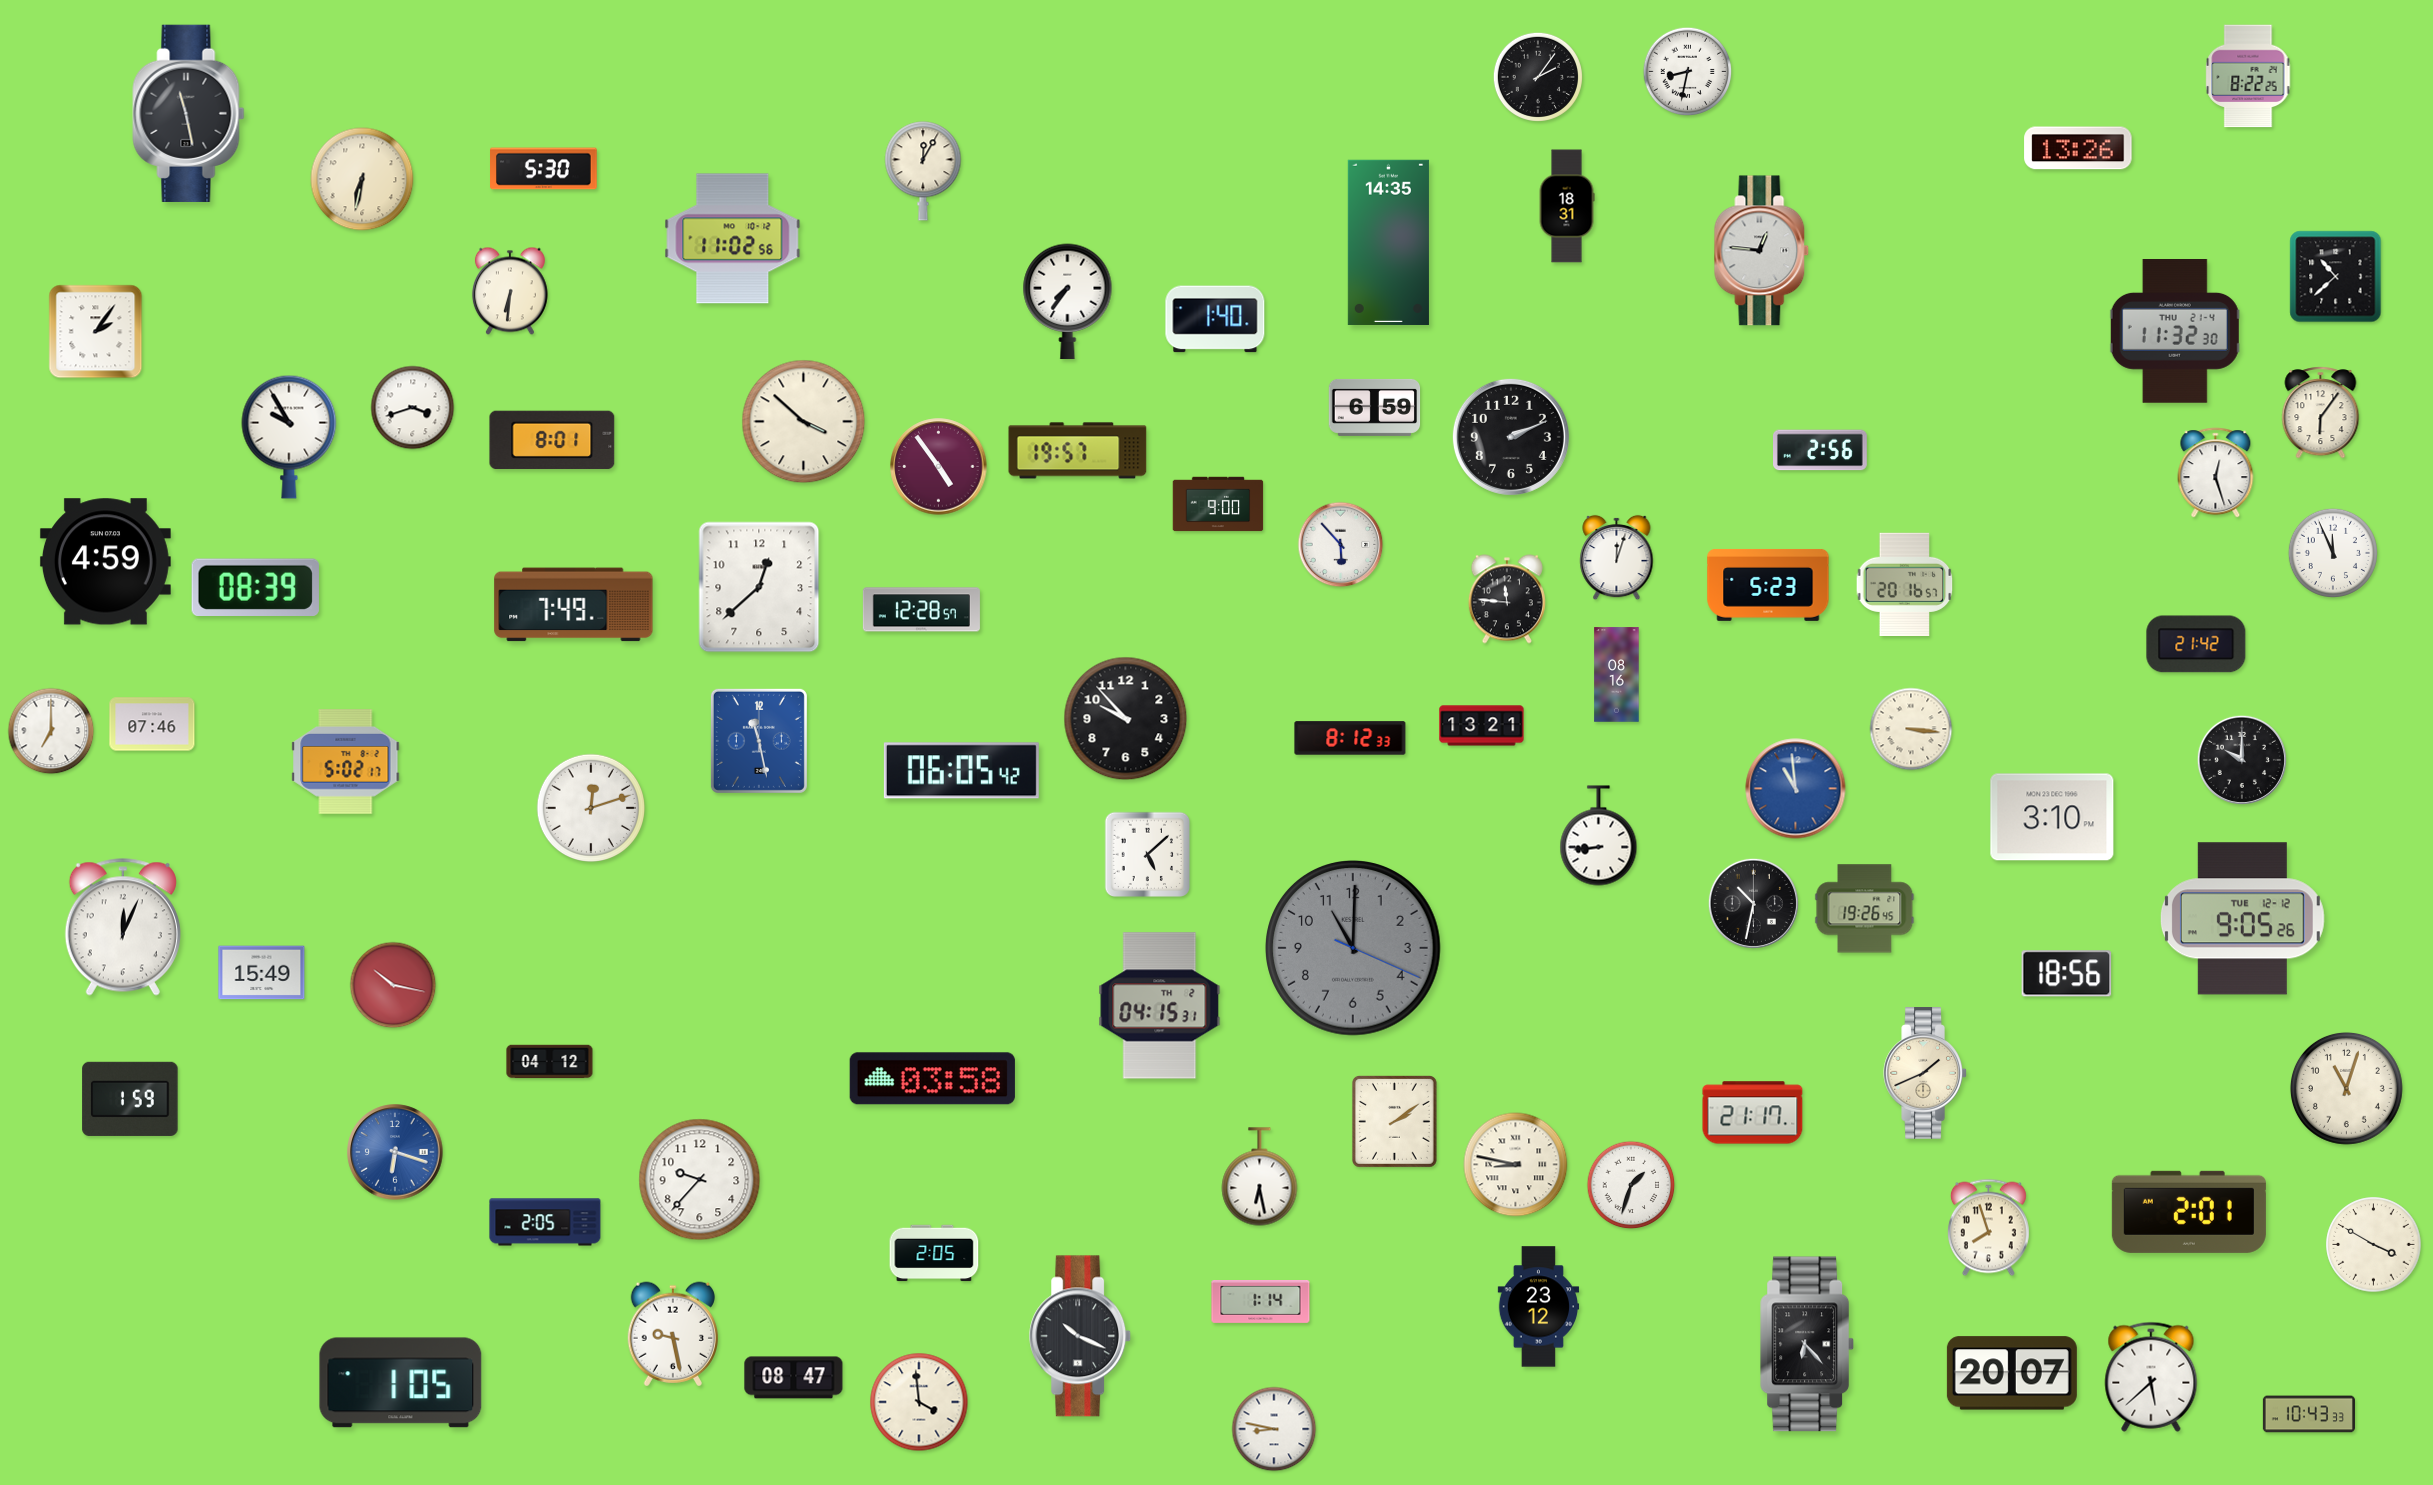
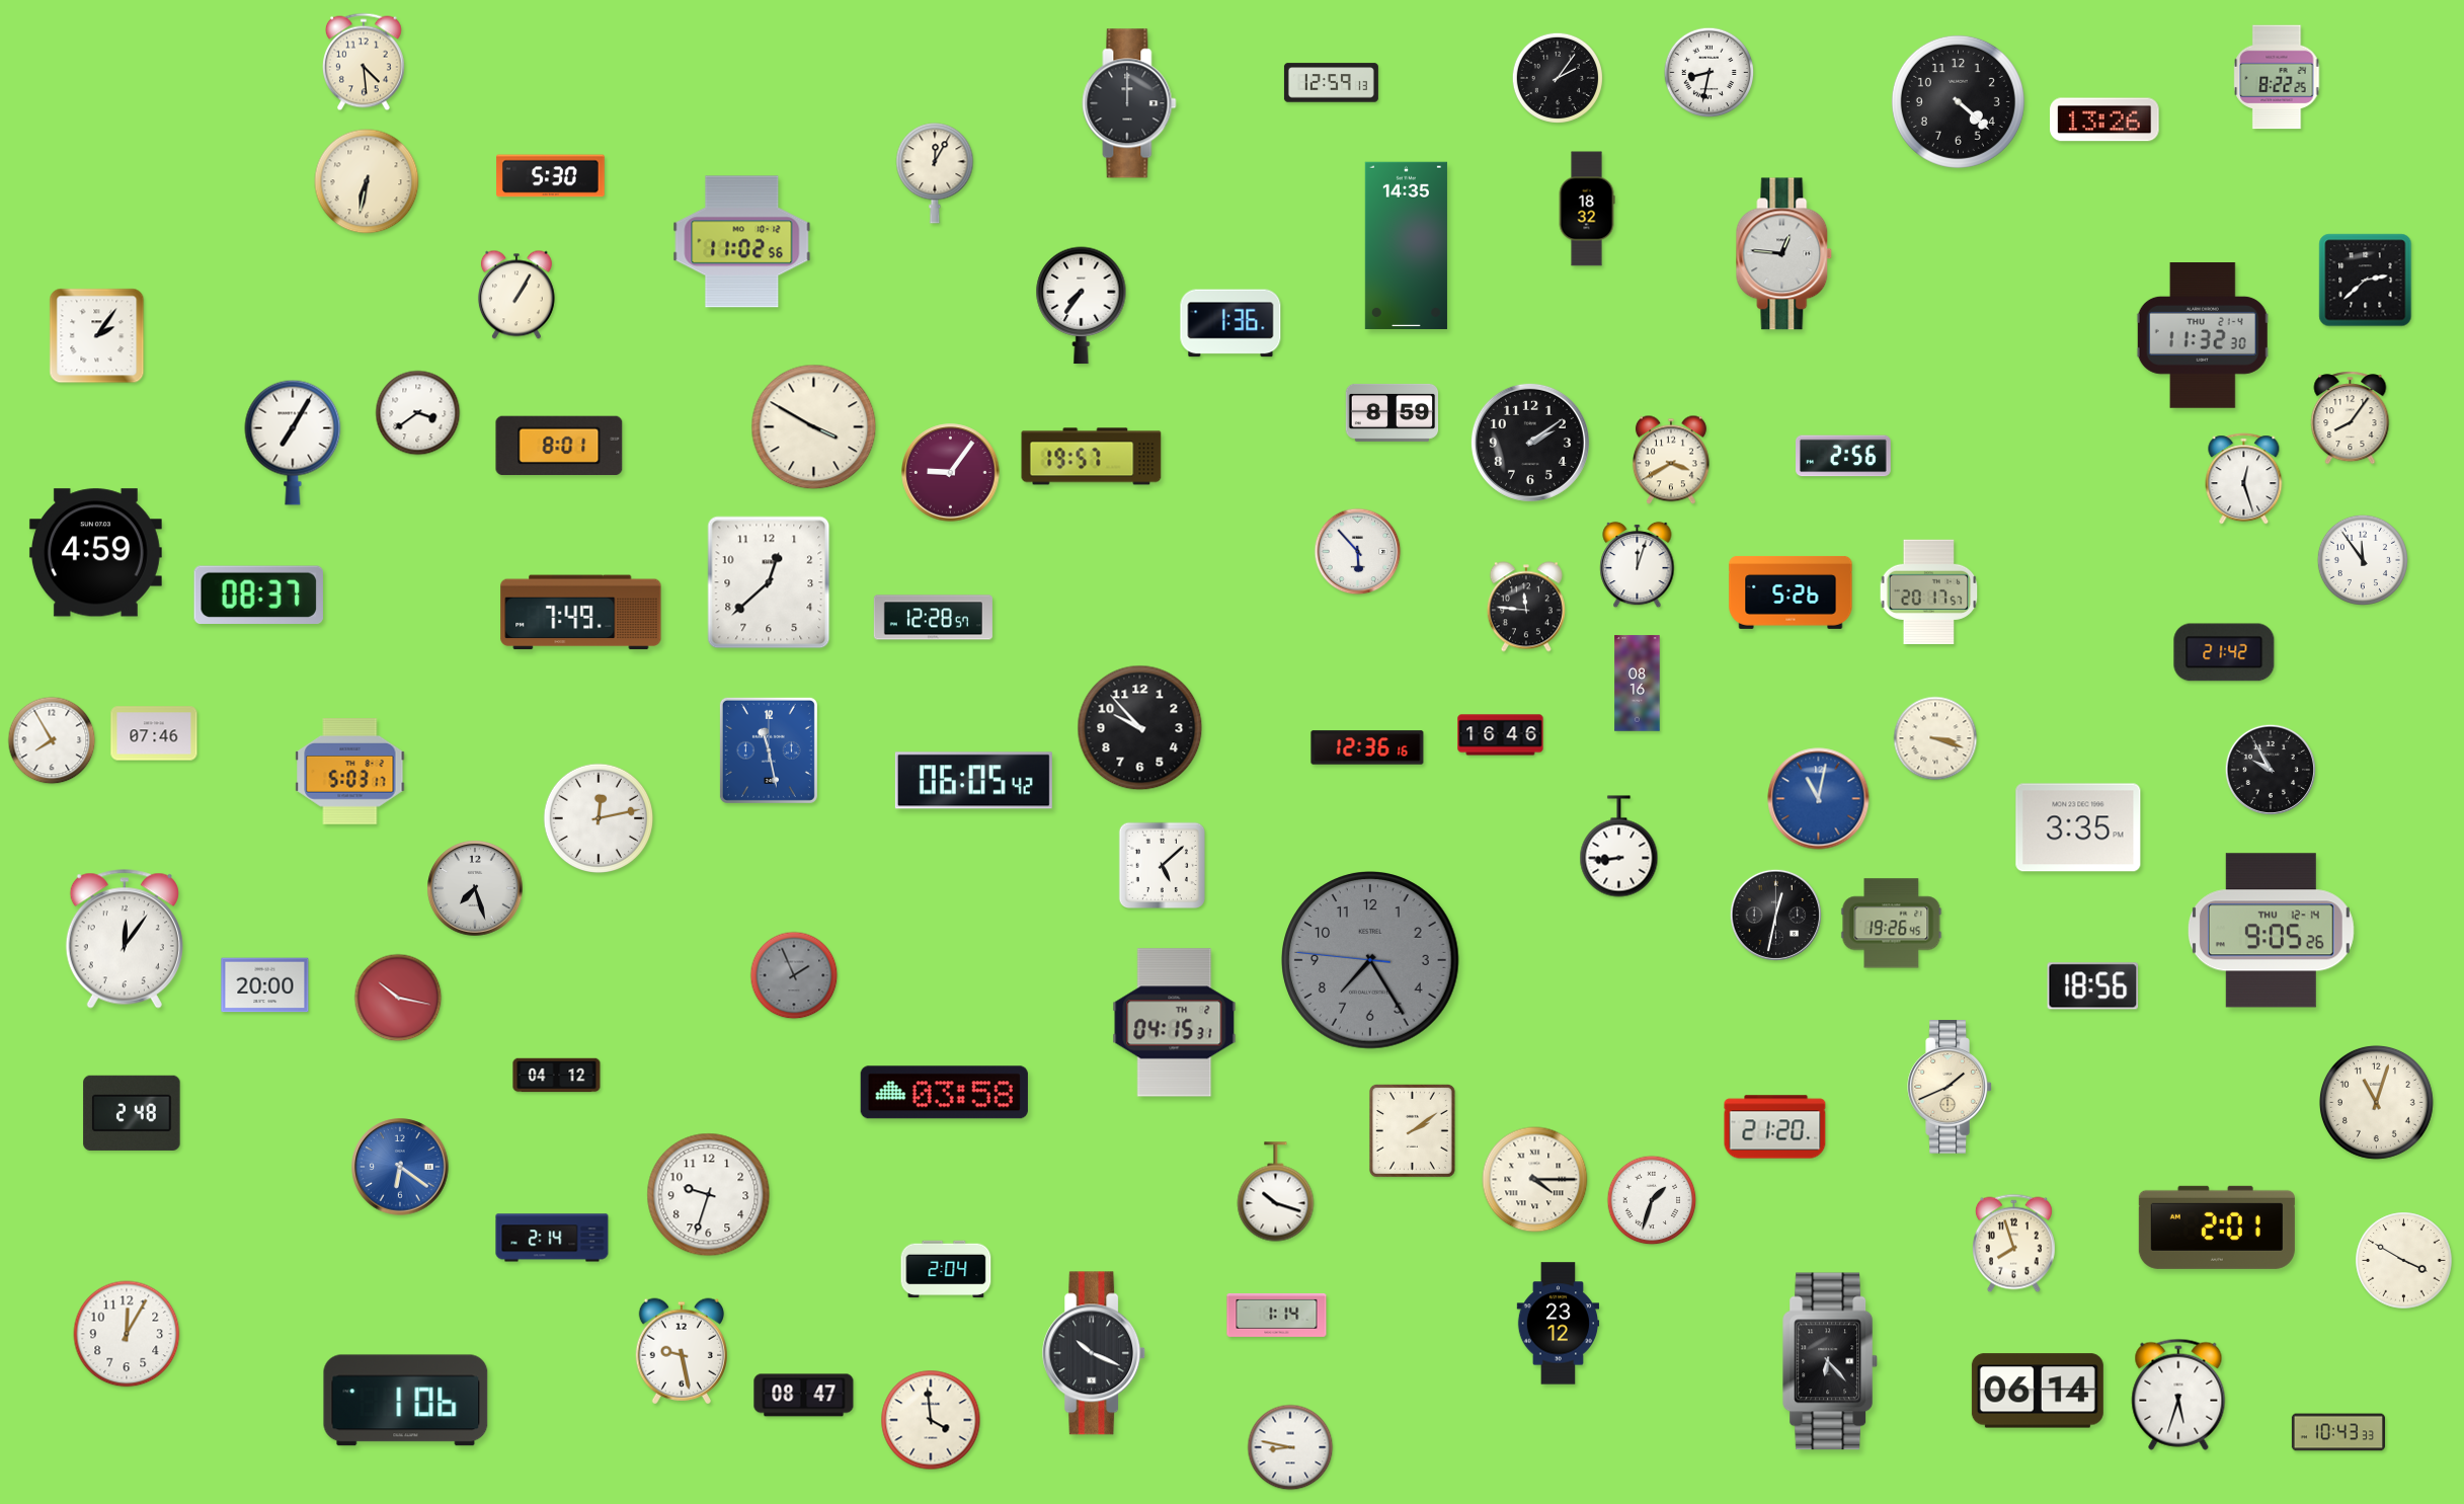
clock at (365, 62): none -> 4:29
clock at (1331, 83): none -> 12:59
clock at (1958, 101): none -> 4:22
clock at (1129, 103): none -> 12:00
clock at (189, 113): 11:28 -> none
clock at (2078, 148) position: (2078, 148) -> (2104, 120)
clock at (544, 169) position: (544, 169) -> (551, 176)
clock at (1567, 206): 18:31 -> 18:32
clock at (2336, 277): 10:38 -> 2:38
clock at (510, 291): 6:31 -> 1:05
clock at (1215, 319): 1:40 -> 1:36
clock at (1375, 407): 6:59 -> 8:59
clock at (413, 408): 3:42 -> 3:39
clock at (2321, 413): 6:06 -> 8:06
clock at (804, 422): 3:52 -> 3:50
clock at (289, 437): 9:55 -> 7:05
clock at (1511, 437): 2:11 -> 2:09
clock at (1671, 460): none -> 3:40
clock at (939, 467): 4:54 -> 9:06
clock at (1218, 504): 9:00 -> none
clock at (2332, 552): 11:56 -> 11:54
clock at (105, 562) position: (105, 562) -> (95, 553)
clock at (1905, 584): 20:16 -> 20:17
clock at (1768, 585): 5:23 -> 5:26
clock at (759, 587) position: (759, 587) -> (769, 582)
clock at (255, 588): 08:39 -> 08:37
clock at (1482, 726): 13:21 -> 16:46
clock at (1911, 729): 3:16 -> 3:18
clock at (51, 731): 7:00 -> 7:55
clock at (1350, 738): 8:12 -> 12:36
clock at (2242, 760): 10:00 -> 9:55
clock at (346, 762): 5:02 -> 5:03
clock at (1796, 789): 10:59 -> 11:02
clock at (591, 808): 12:12 -> 12:13
clock at (2052, 817): 3:10 -> 3:35
clock at (475, 888): none -> 7:27
clock at (1753, 903): 10:32 -> 12:32
clock at (1865, 909) position: (1865, 909) -> (1892, 924)
clock at (2242, 919) date: TUE 12-12 -> THU 12-14
clock at (123, 927): 12:04 -> 12:06
clock at (1353, 948): 11:00 -> 7:24
clock at (794, 975): none -> 1:56
clock at (262, 973): 15:49 -> 20:00
clock at (1160, 1006) position: (1160, 1006) -> (1175, 1023)
clock at (130, 1099): 1:59 -> 2:48
clock at (1753, 1113): 21:17 -> 21:20
clock at (1394, 1121) position: (1394, 1121) -> (1412, 1130)
clock at (395, 1152): 6:18 -> 6:21
clock at (1516, 1165): 8:47 -> 4:15
clock at (1260, 1177): 6:28 -> 10:18
clock at (700, 1180): 9:37 -> 9:33
clock at (545, 1222): 2:05 -> 2:14
clock at (934, 1253): 2:05 -> 2:04
clock at (1261, 1302) position: (1261, 1302) -> (1277, 1316)
clock at (127, 1334): none -> 12:05
clock at (2012, 1373): 20:07 -> 06:14
clock at (2151, 1377): 5:38 -> 5:33
clock at (401, 1383): 1:05 -> 1:06
